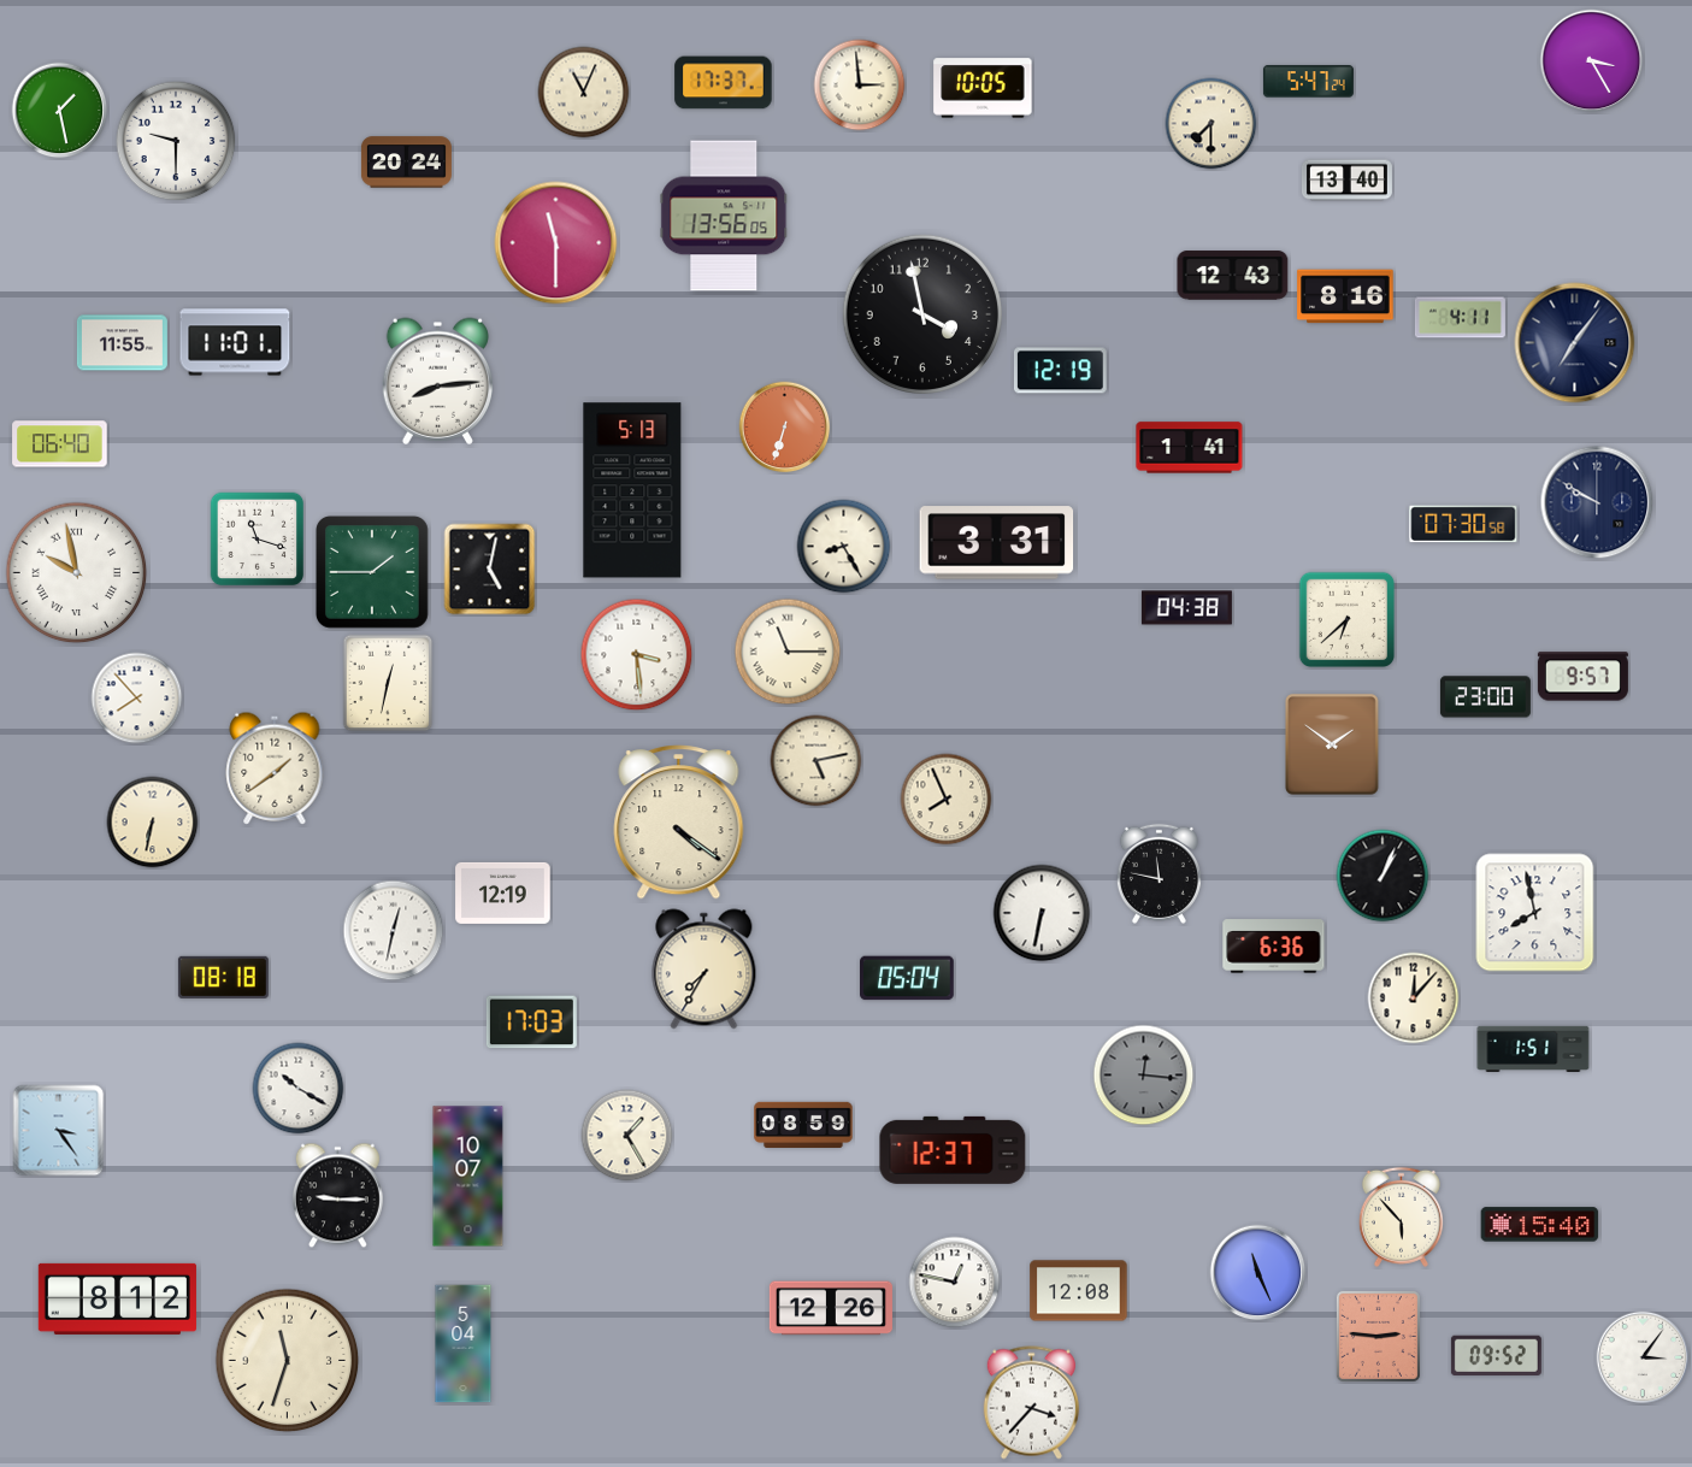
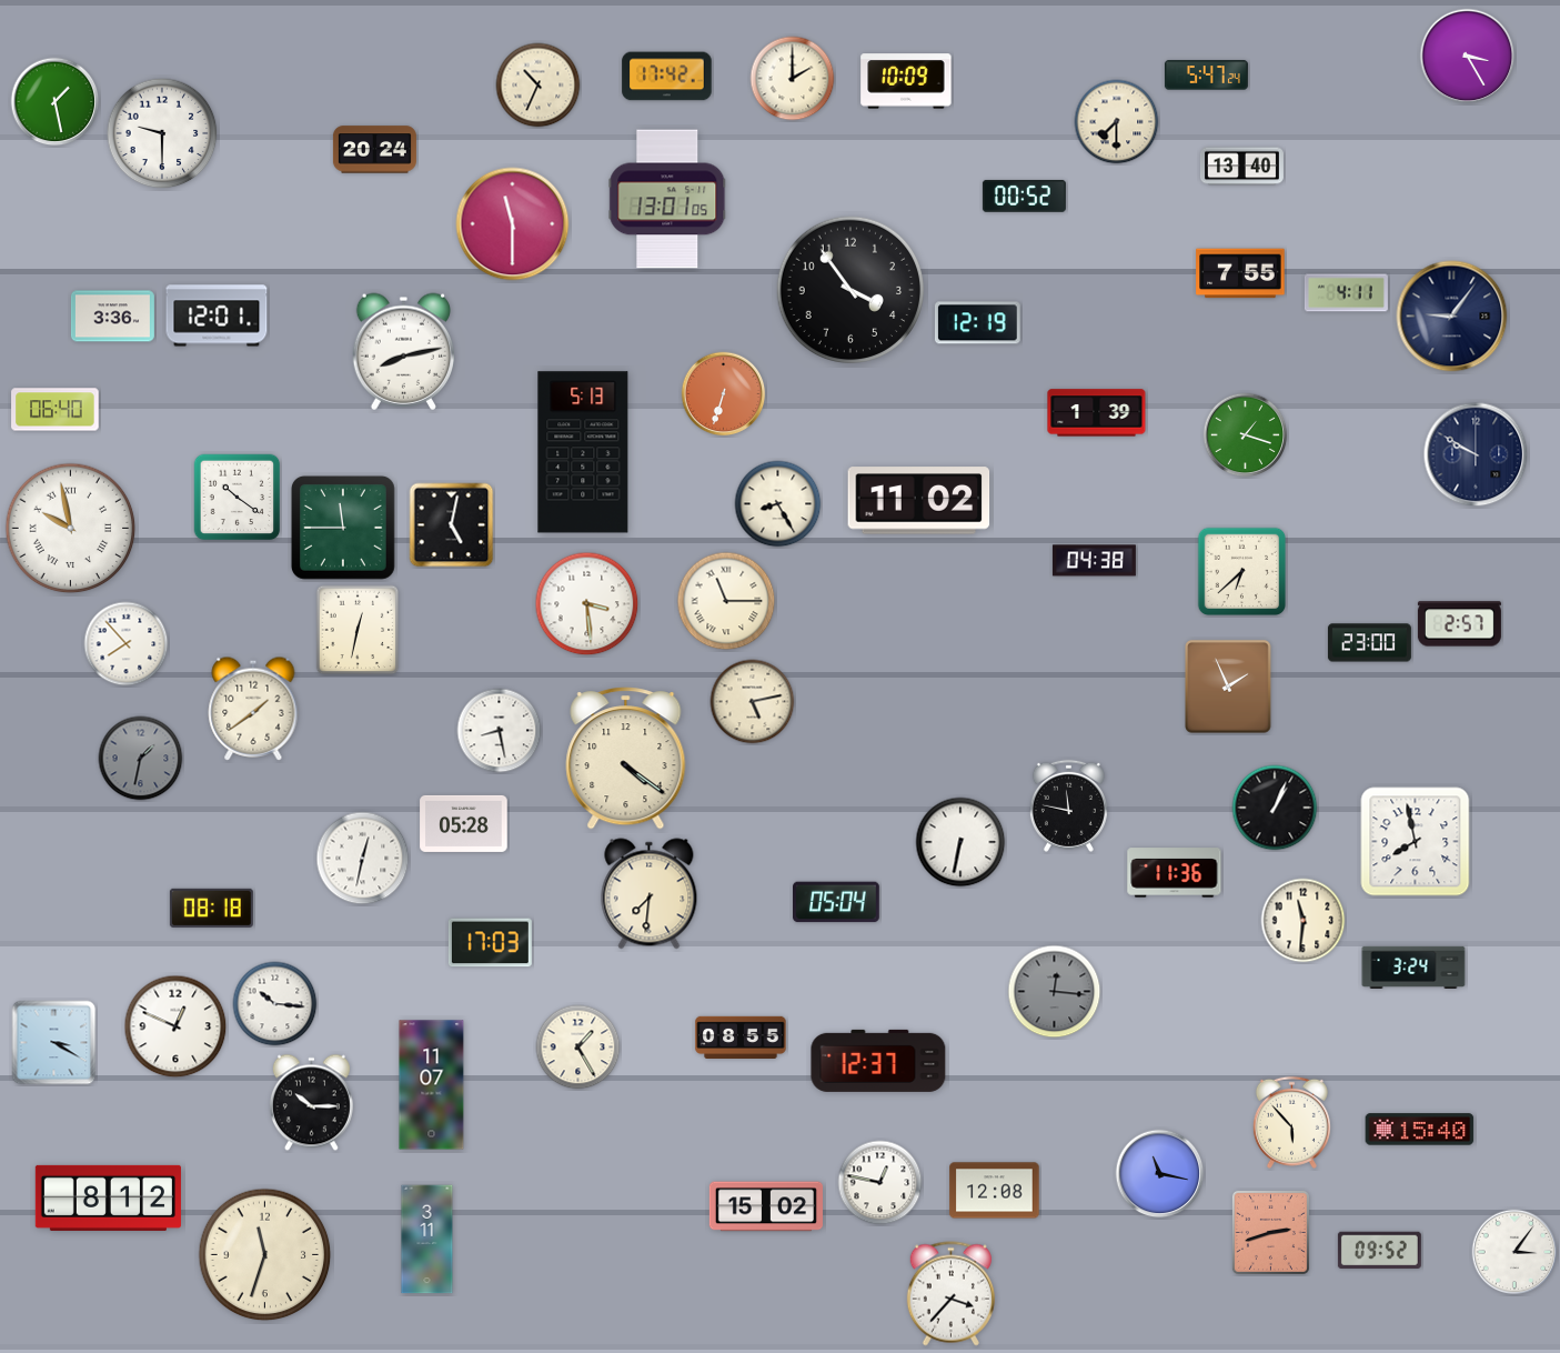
clock at (724, 83): 17:37 -> 17:42
clock at (860, 86): 2:59 -> 2:00
clock at (983, 88): 10:05 -> 10:09
clock at (584, 93): 11:04 -> 10:34
clock at (1211, 124) position: (1211, 124) -> (1117, 122)
clock at (176, 141) position: (176, 141) -> (162, 133)
clock at (1024, 196): none -> 00:52
clock at (724, 216): 13:56 -> 13:01
clock at (1233, 276): 12:43 -> none
clock at (1345, 296): 8:16 -> 7:55
clock at (921, 313): 3:58 -> 3:54
clock at (235, 342): 11:01 -> 12:01
clock at (122, 343): 11:55 -> 3:36
clock at (1575, 343): 7:06 -> 9:06
clock at (1060, 371) position: (1060, 371) -> (977, 323)
clock at (437, 381): 8:14 -> 8:13
clock at (1190, 448): 1:41 -> 1:39
clock at (1246, 435): none -> 1:18
clock at (1597, 502) position: (1597, 502) -> (1476, 454)
clock at (1463, 524): 07:30 -> none
clock at (258, 540): 11:18 -> 10:21
clock at (997, 543): 3:31 -> 11:02
clock at (372, 572): 1:45 -> 11:45
clock at (1582, 677): 9:57 -> 2:57
clock at (1332, 744): 1:51 -> 1:56
clock at (500, 731): none -> 8:28
clock at (947, 800): 7:56 -> none
clock at (153, 823): 6:32 -> 1:32
clock at (153, 823) dial: cream -> grey
clock at (503, 892): 12:19 -> 05:28
clock at (1274, 947): 6:36 -> 11:36
clock at (704, 970): 7:35 -> 7:31
clock at (223, 977) position: (223, 977) -> (211, 908)
clock at (1414, 998): 12:07 -> 11:31
clock at (1533, 1048): 1:51 -> 3:24
clock at (299, 1089): 10:20 -> 10:16
clock at (175, 1026): none -> 12:49
clock at (803, 1125): 08:59 -> 08:55
clock at (59, 1131): 3:24 -> 3:20
clock at (468, 1177): 10:07 -> 11:07
clock at (337, 1196): 9:15 -> 10:15
clock at (1258, 1273): 11:26 -> 11:17
clock at (831, 1308): 12:26 -> 15:02
clock at (1378, 1336): 2:46 -> 2:42
clock at (464, 1344): 5:04 -> 3:11
